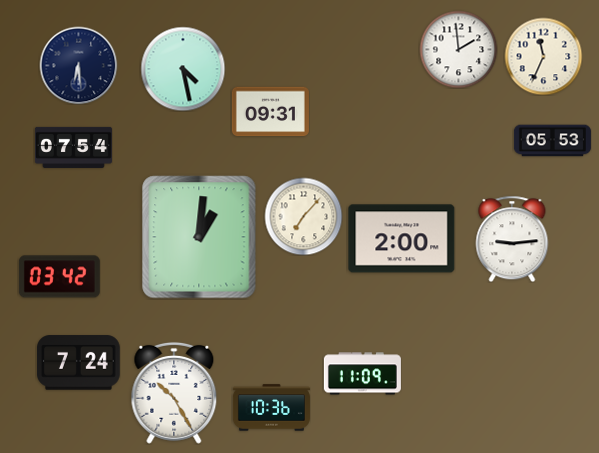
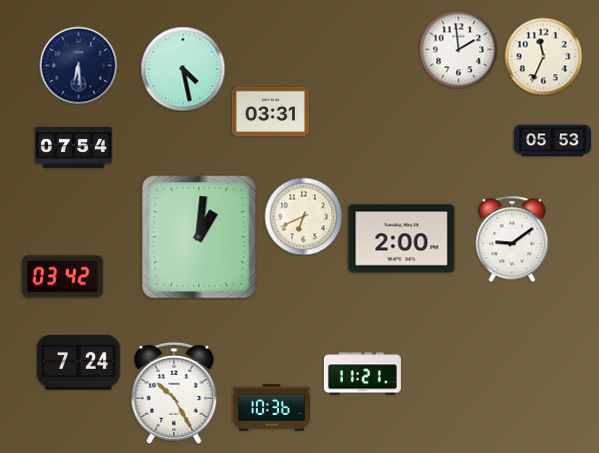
clock at (270, 112): 09:31 -> 03:31
clock at (303, 216): 7:07 -> 6:41
clock at (512, 239): 9:14 -> 9:09
clock at (59, 277) position: (59, 277) -> (62, 277)
clock at (362, 374): 11:09 -> 11:21
